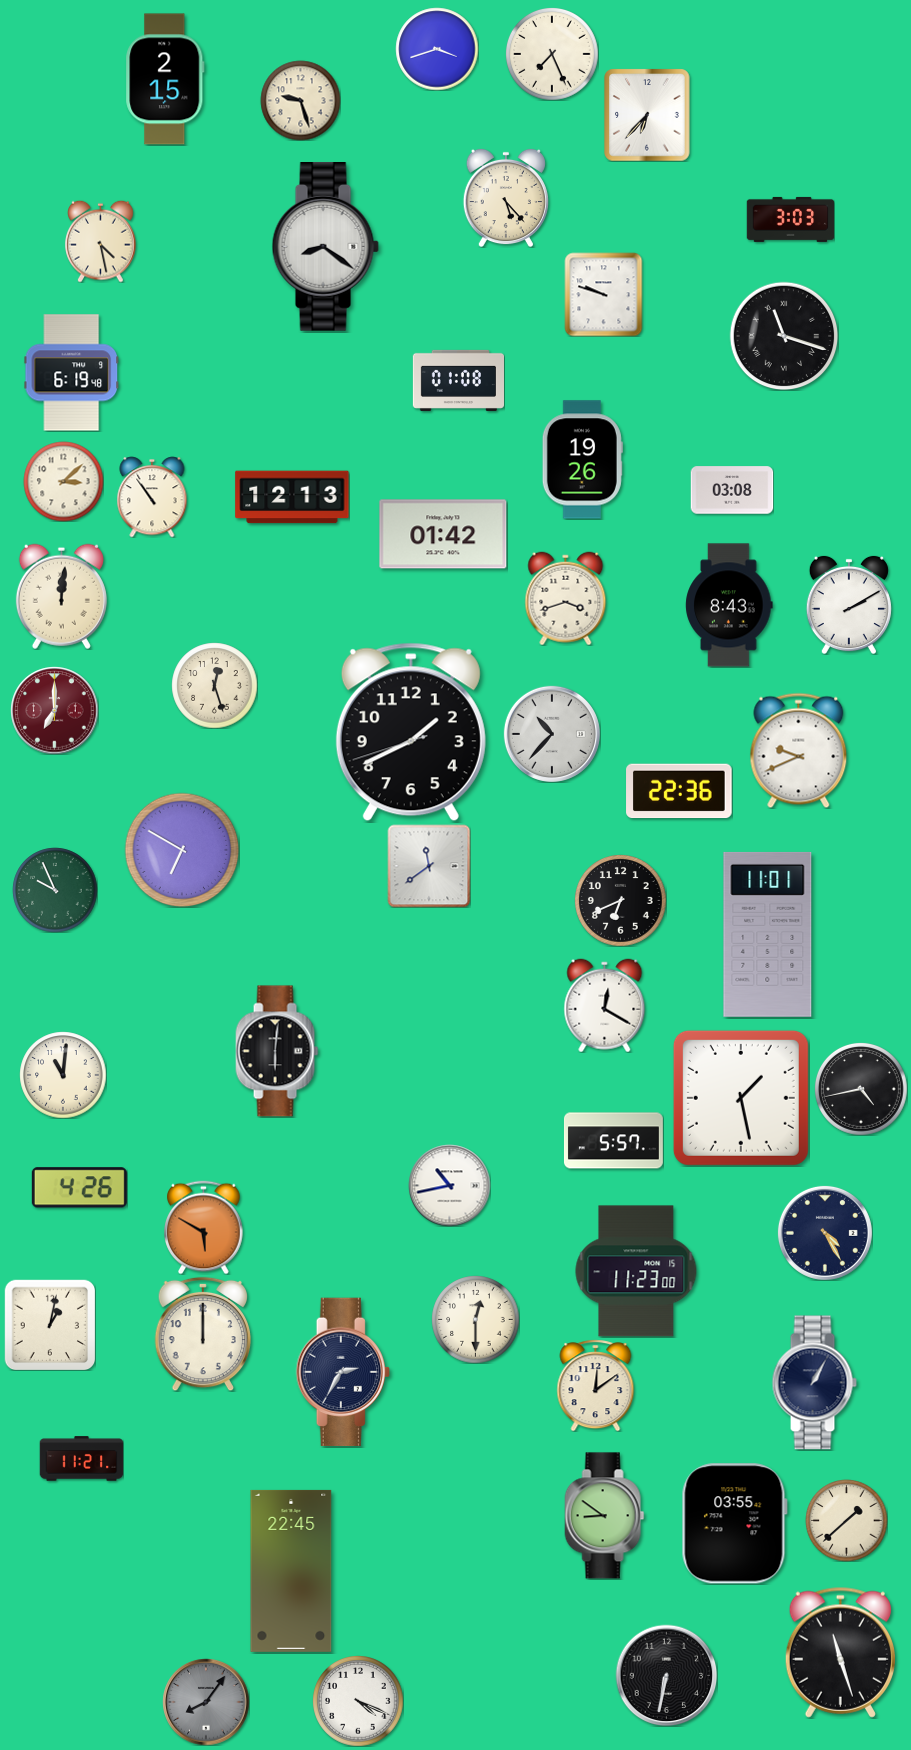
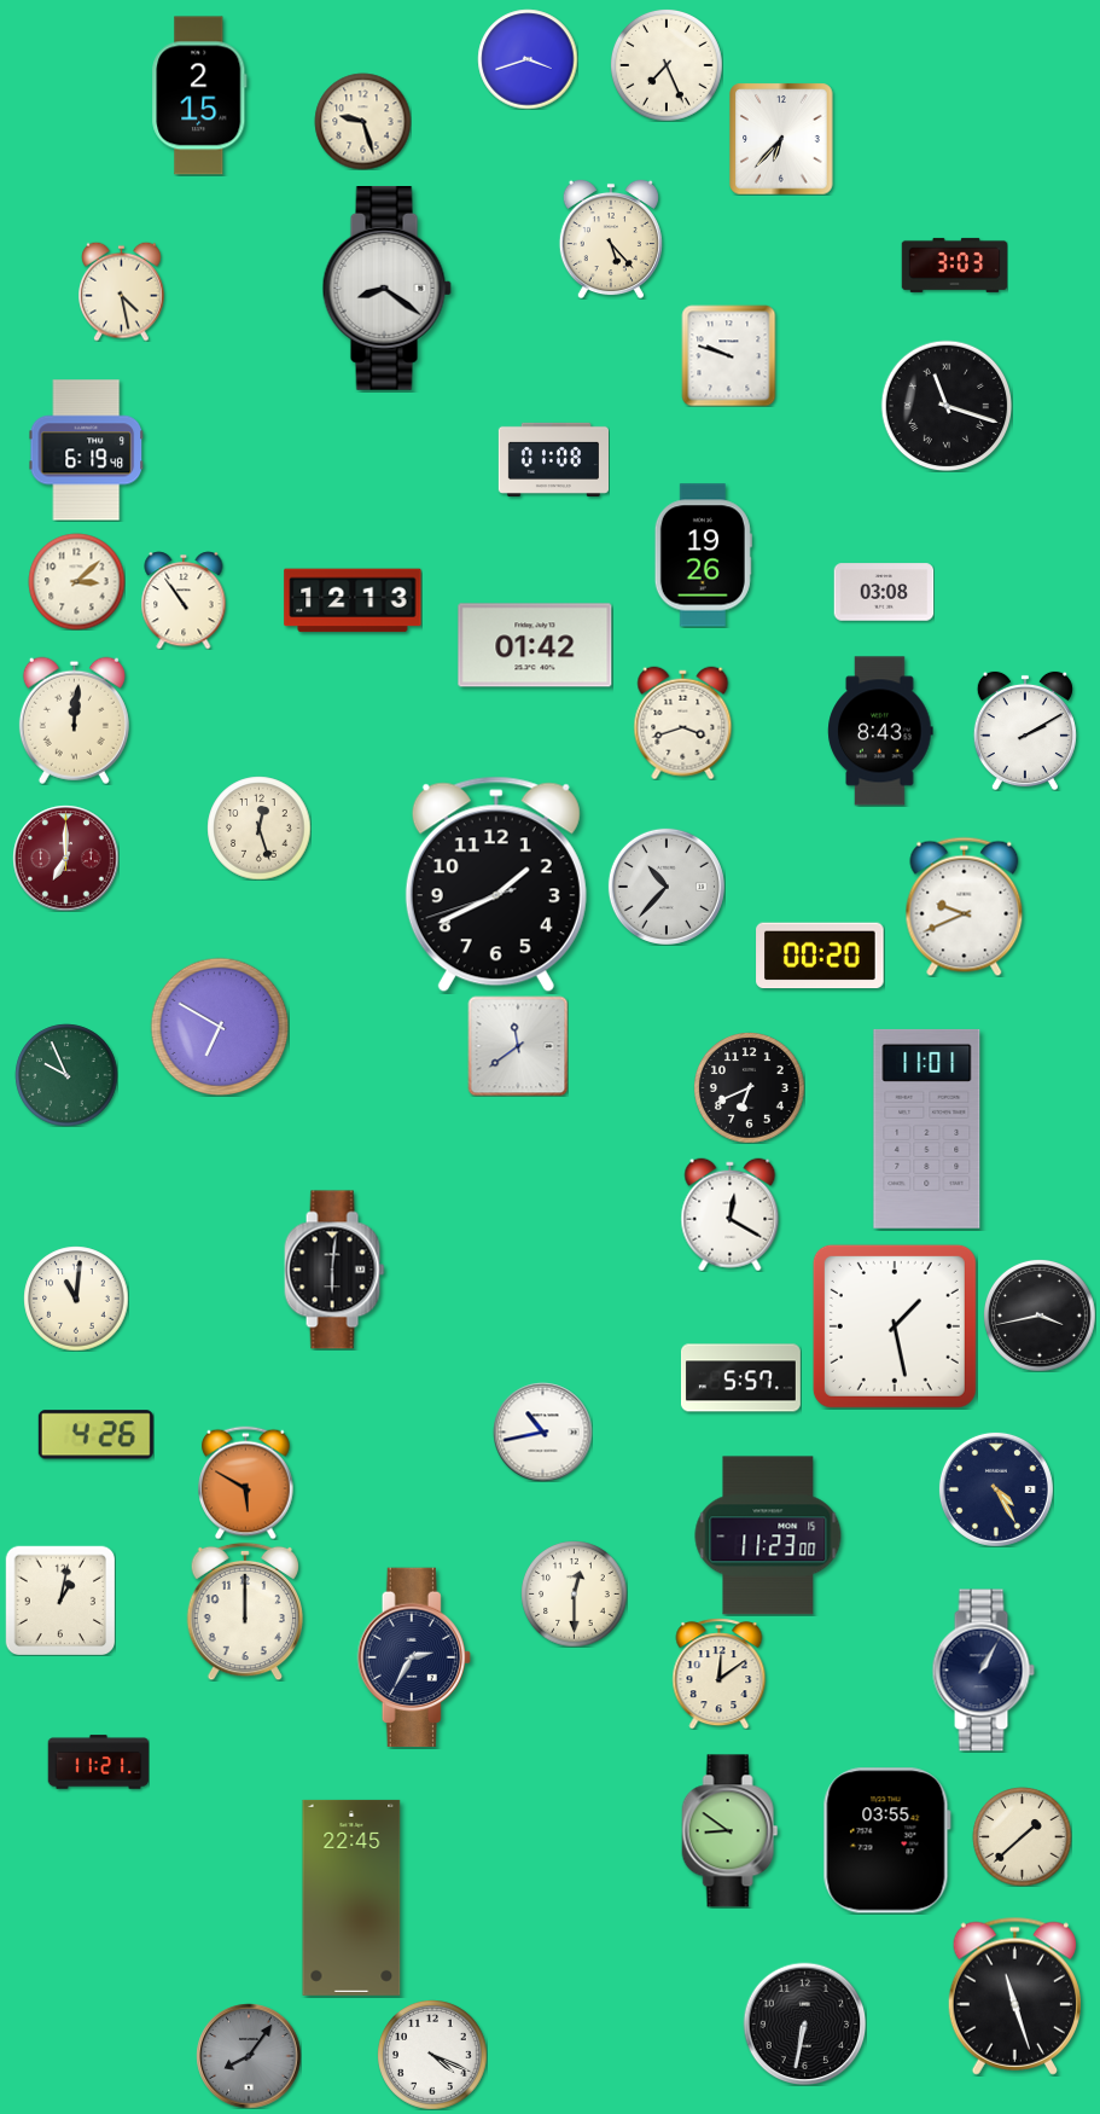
clock at (325, 247) position: (325, 247) -> (386, 289)
clock at (679, 791): 22:36 -> 00:20
clock at (861, 1089): 4:43 -> 3:43
